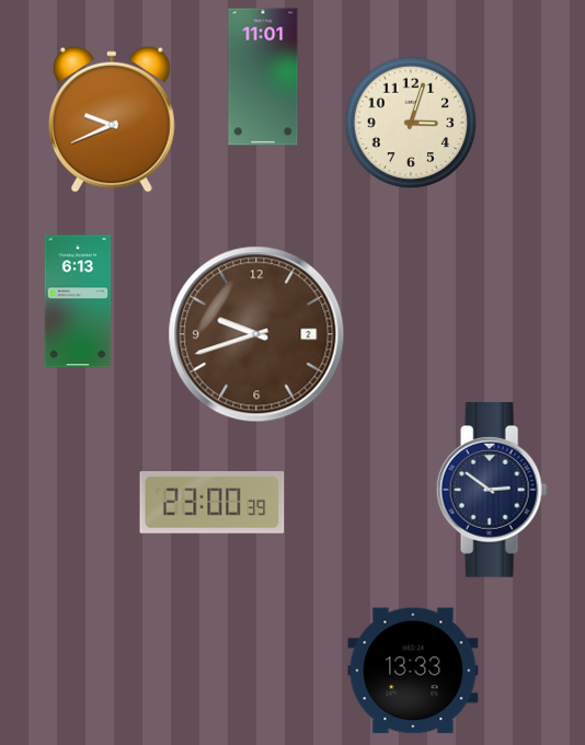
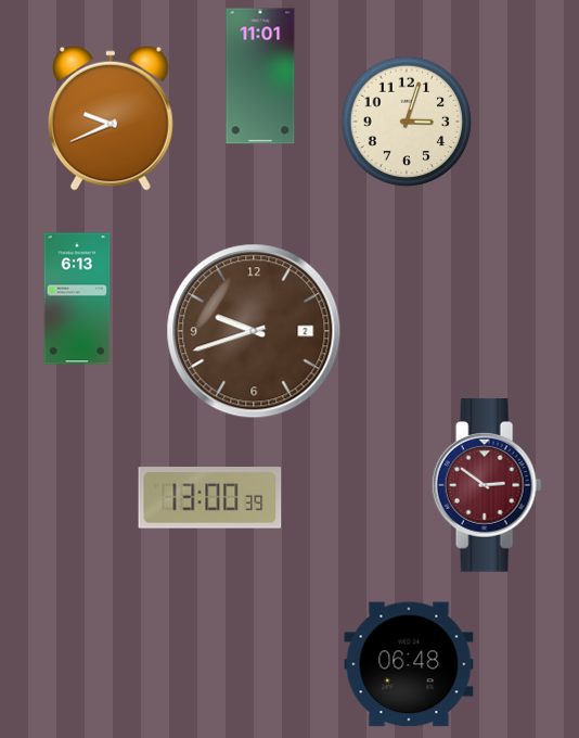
clock at (492, 490) dial: navy -> burgundy
clock at (213, 503): 23:00 -> 13:00
clock at (413, 671): 13:33 -> 06:48
